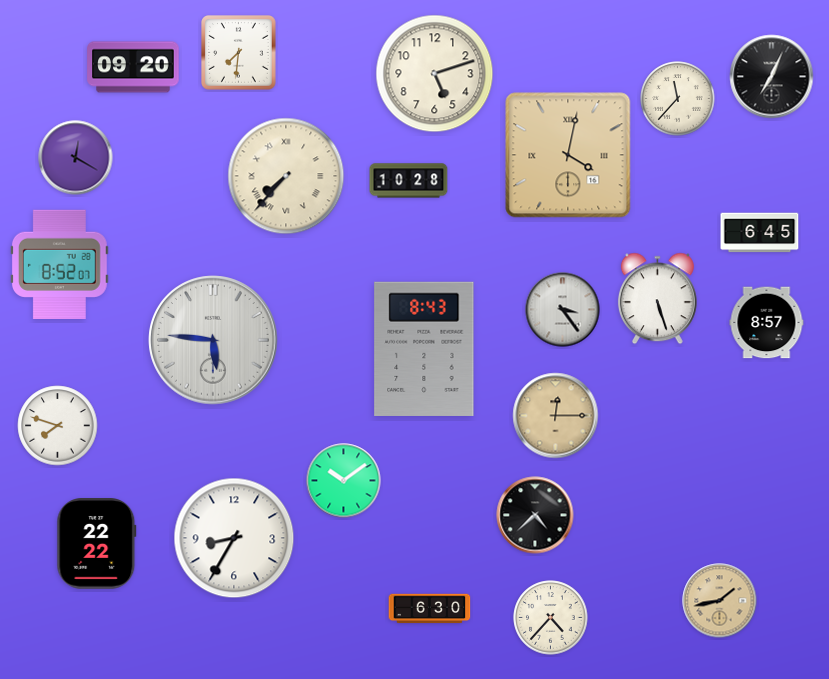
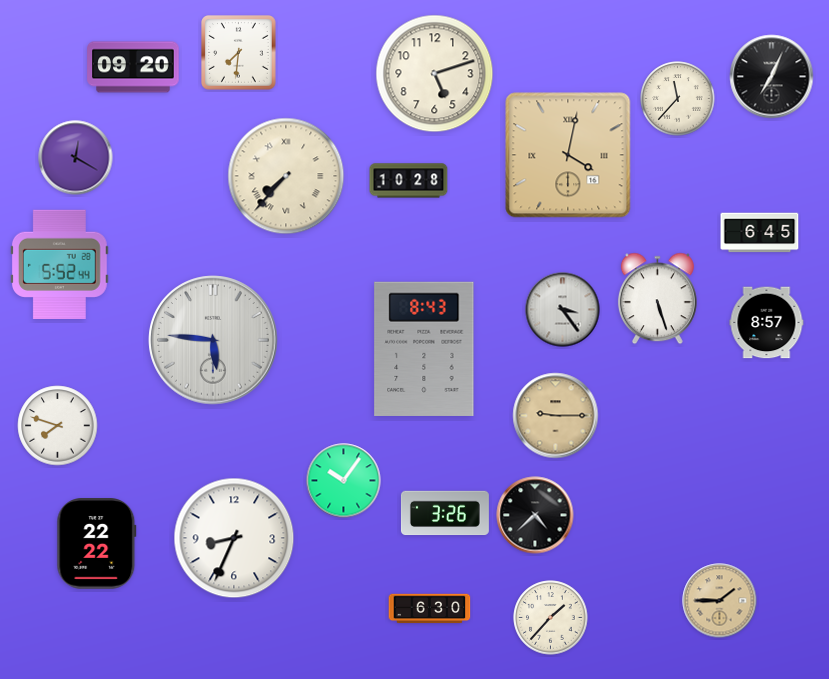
clock at (59, 264): 8:52 -> 5:52
clock at (556, 416): 12:15 -> 9:15
clock at (344, 481): 10:09 -> 10:06
clock at (445, 513): none -> 3:26
clock at (234, 538): 8:35 -> 8:34
clock at (720, 601): 1:43 -> 1:45
clock at (551, 618): 4:37 -> 1:37
